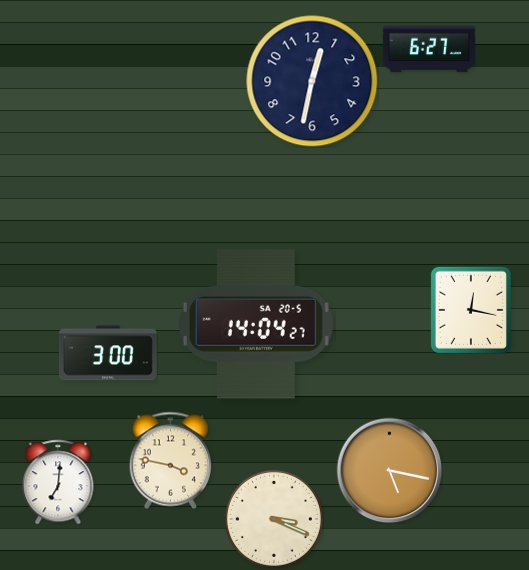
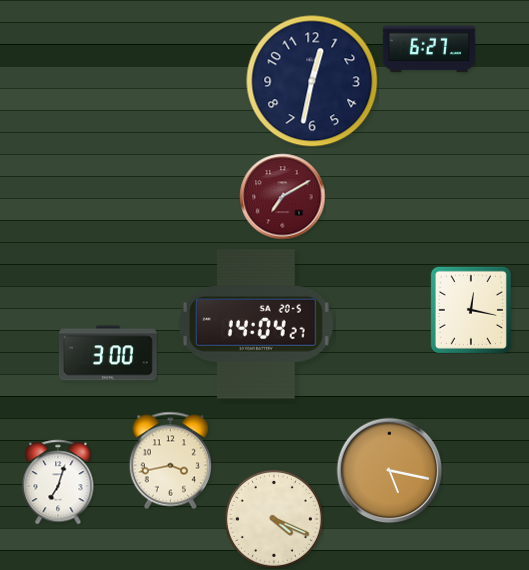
clock at (282, 196): none -> 7:10
clock at (170, 460): 3:47 -> 3:43
clock at (58, 482): 7:01 -> 7:03
clock at (274, 519): 3:19 -> 4:19
